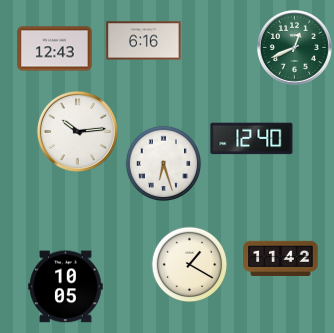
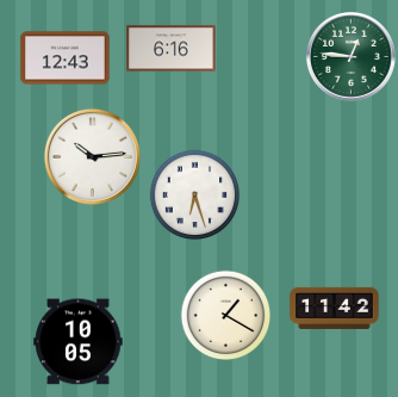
clock at (294, 47): 12:41 -> 12:46
clock at (252, 139): 12:40 -> none
